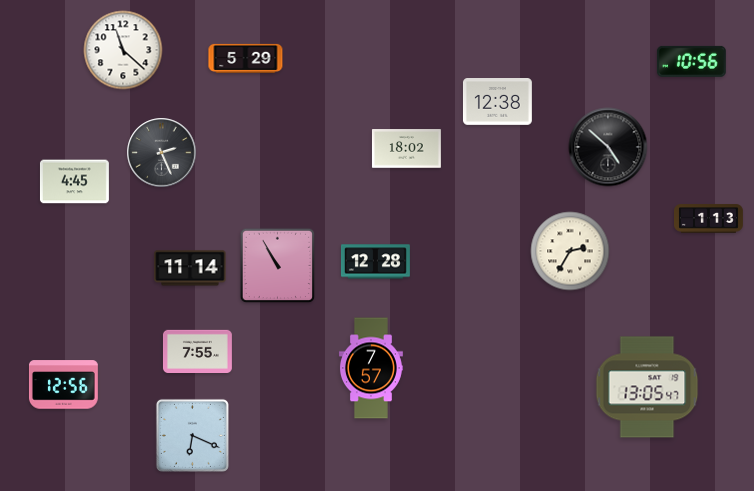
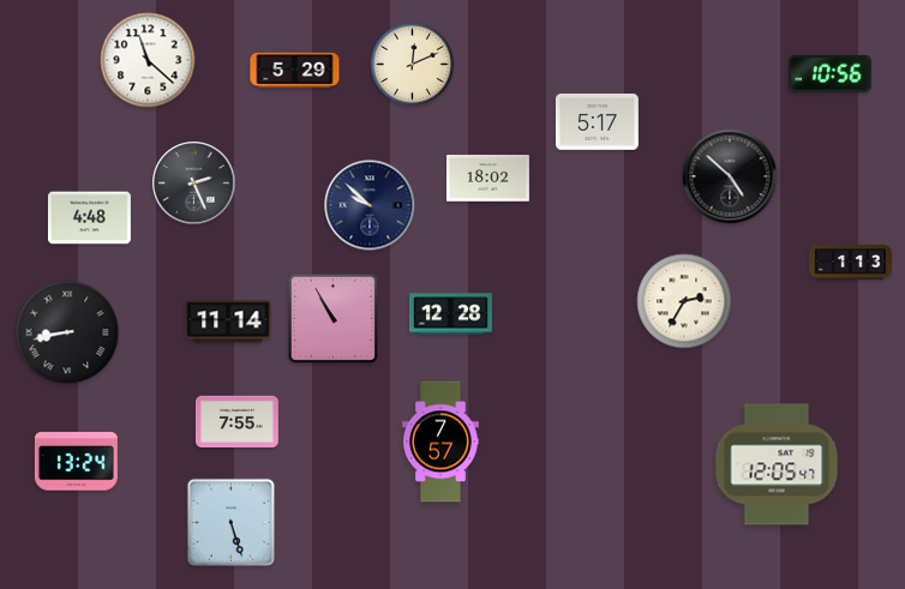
clock at (412, 64): none -> 12:11
clock at (497, 102): 12:38 -> 5:17
clock at (370, 205): none -> 9:52
clock at (74, 182): 4:45 -> 4:48
clock at (67, 332): none -> 8:43
clock at (371, 368) position: (371, 368) -> (440, 441)
clock at (63, 385): 12:56 -> 13:24
clock at (647, 387): 13:05 -> 12:05
clock at (192, 435): 6:19 -> 5:27
